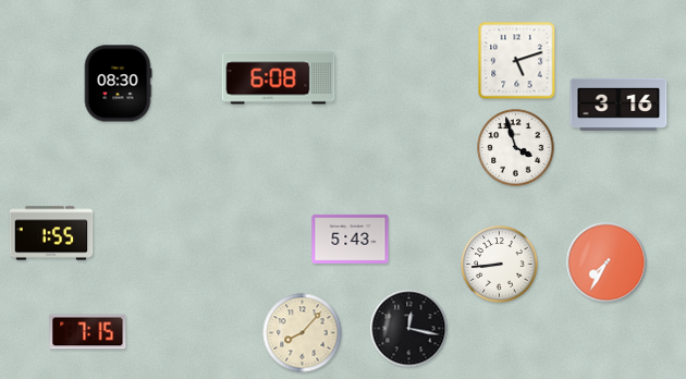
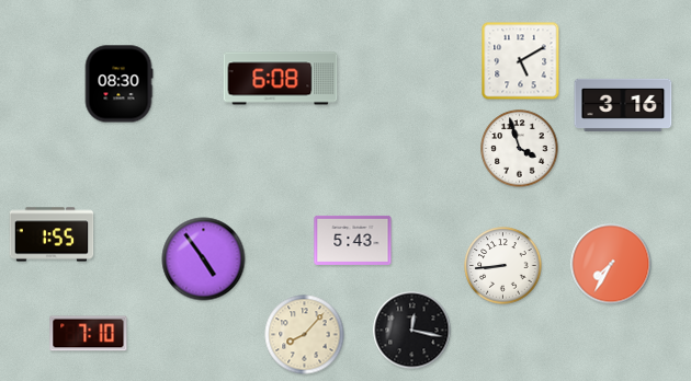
clock at (517, 61): 5:12 -> 5:10
clock at (204, 259): none -> 4:54
clock at (88, 332): 7:15 -> 7:10
